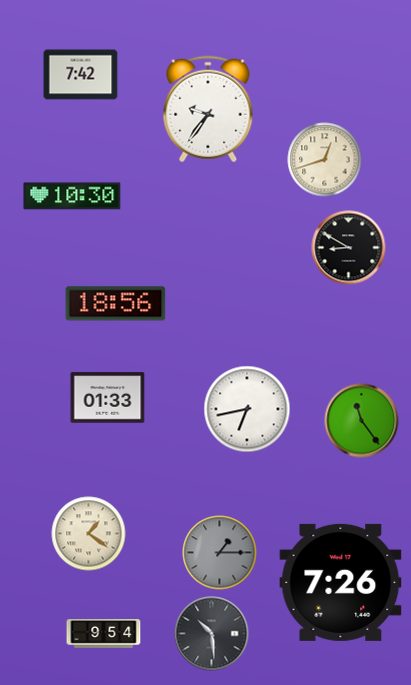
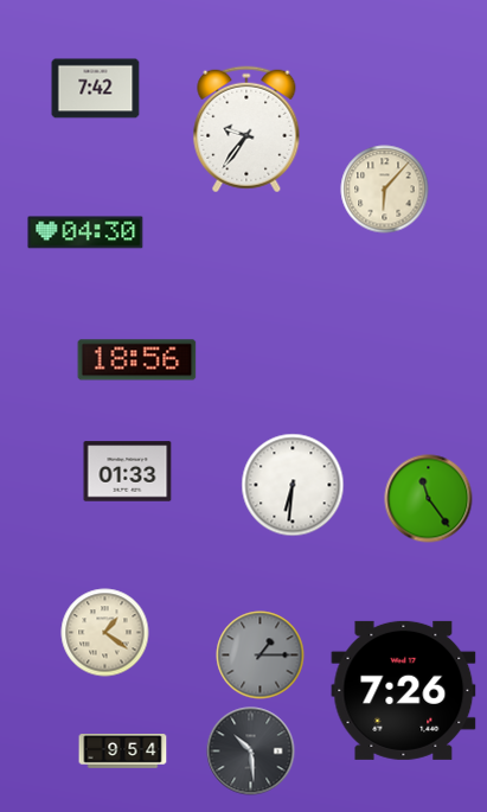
clock at (325, 160): 12:42 -> 6:07
clock at (72, 196): 10:30 -> 04:30
clock at (349, 248): 8:50 -> none
clock at (247, 409): 6:43 -> 6:31
